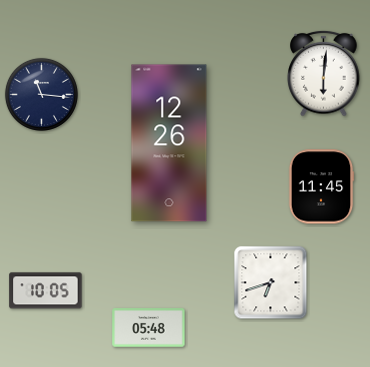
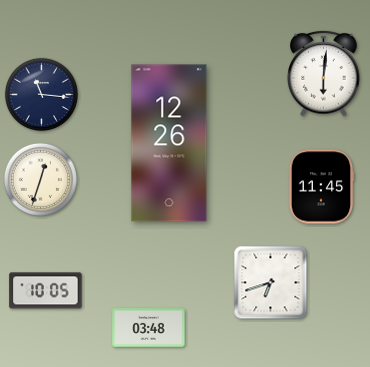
clock at (40, 179): none -> 12:33
clock at (149, 328): 05:48 -> 03:48
